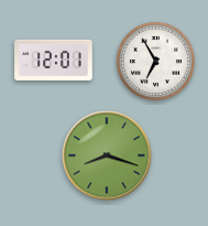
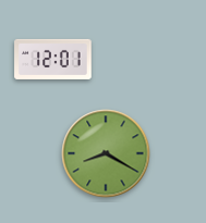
clock at (155, 61): 6:55 -> none
clock at (107, 155): 8:18 -> 8:20
